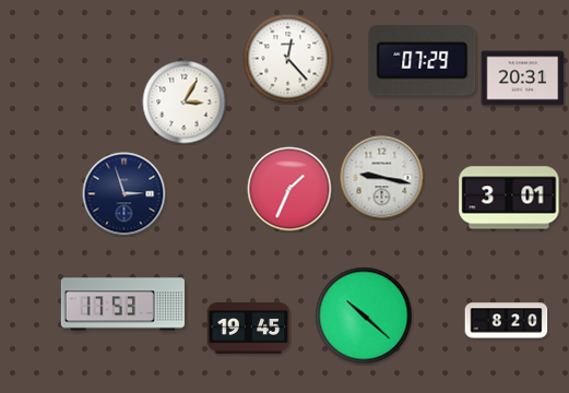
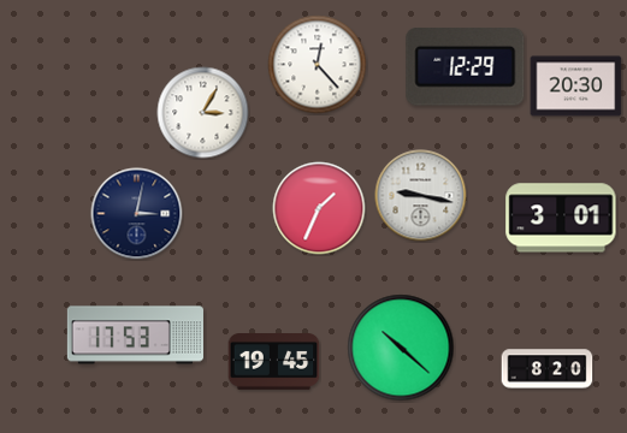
clock at (423, 61): 07:29 -> 12:29
clock at (523, 79): 20:31 -> 20:30
clock at (125, 194): 2:57 -> 3:02
clock at (507, 321) position: (507, 321) -> (548, 369)
